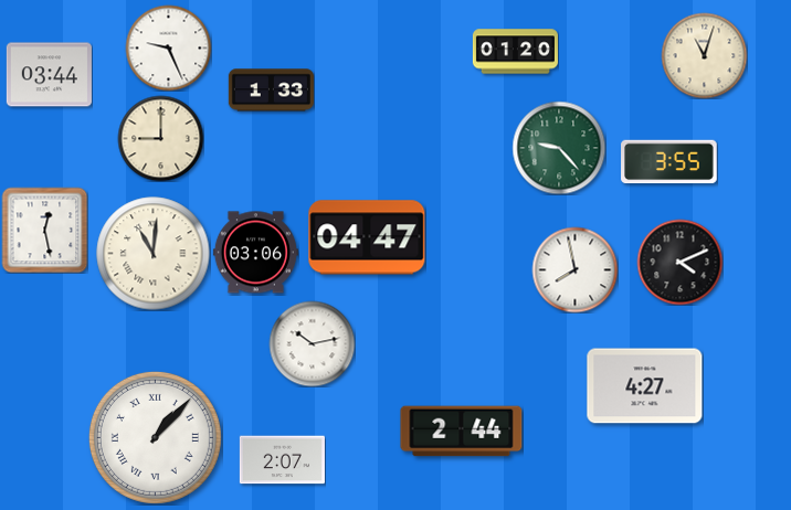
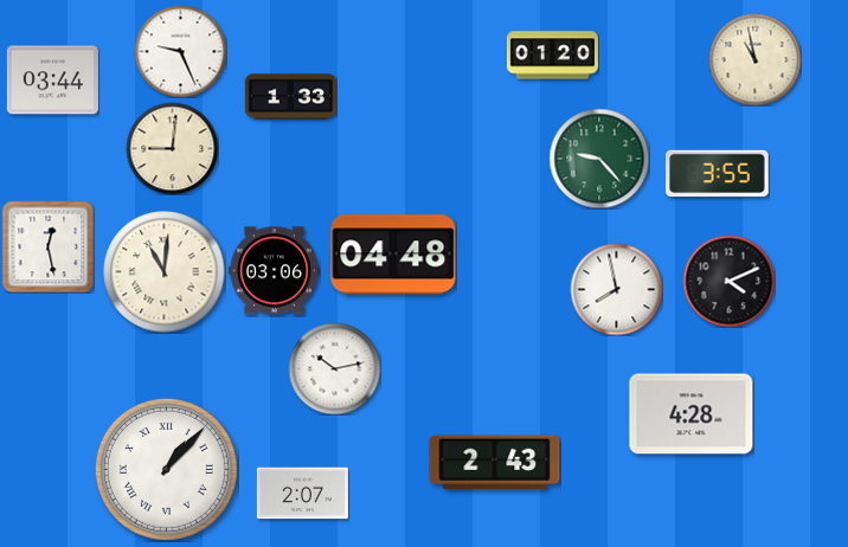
clock at (704, 55): 11:03 -> 10:58
clock at (160, 138): 9:00 -> 9:01
clock at (367, 237): 04:47 -> 04:48
clock at (645, 386): 4:27 -> 4:28
clock at (462, 432): 2:44 -> 2:43
